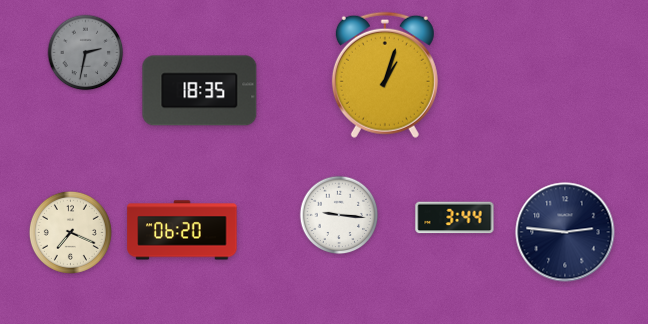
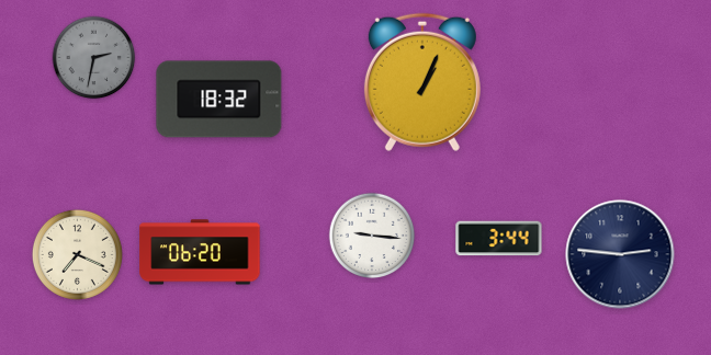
clock at (385, 75): 1:03 -> 1:04
clock at (200, 91): 18:35 -> 18:32
